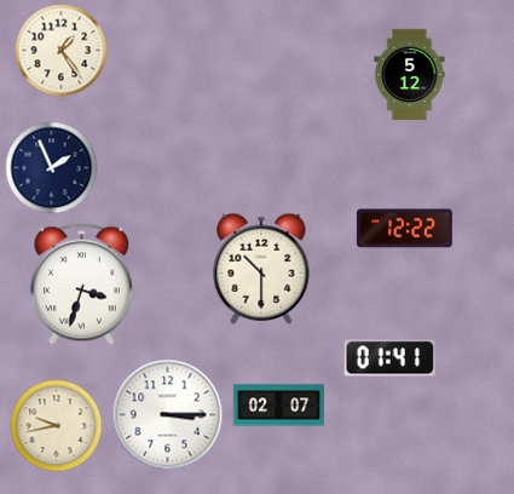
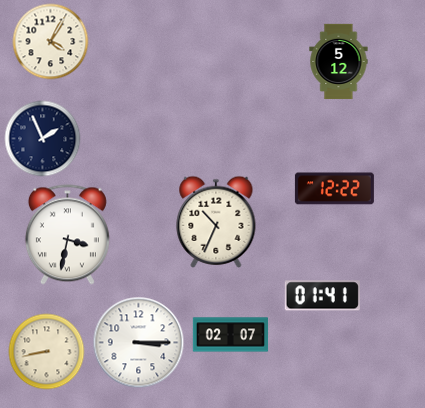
clock at (62, 51): 1:24 -> 4:05
clock at (261, 269): 10:30 -> 10:34
clock at (81, 285): 3:33 -> 3:32
clock at (57, 426): 9:43 -> 8:43
